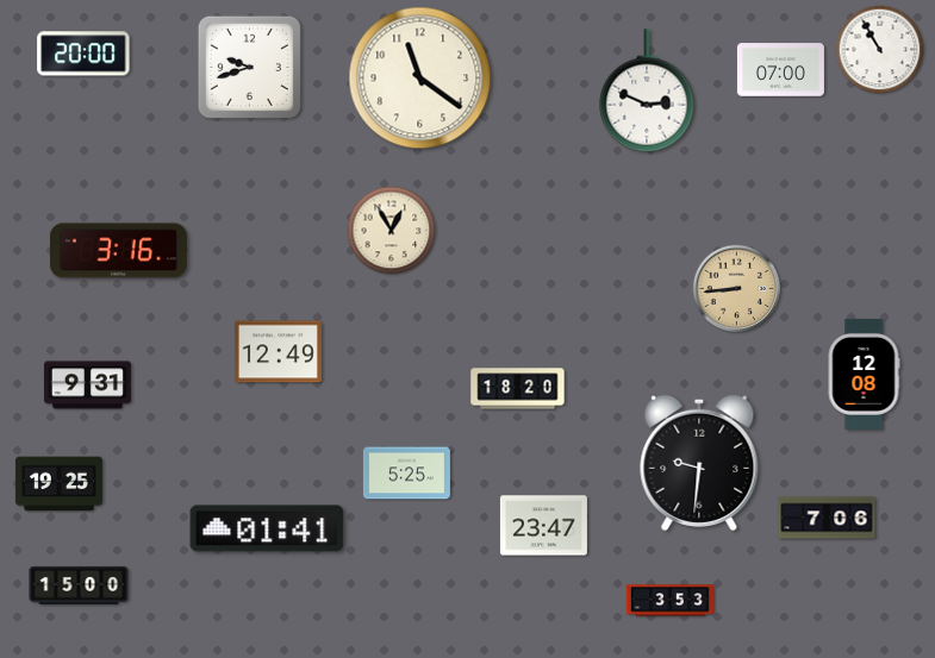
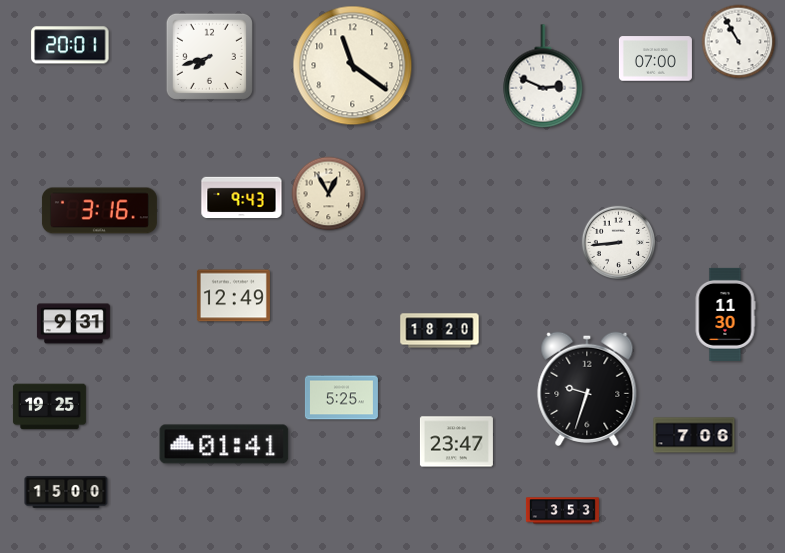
clock at (83, 54): 20:00 -> 20:01
clock at (249, 67): 9:42 -> 7:42
clock at (242, 198): none -> 9:43
clock at (736, 288) dial: champagne -> white
clock at (864, 374): 12:08 -> 11:30
clock at (518, 389) position: (518, 389) -> (440, 331)
clock at (699, 463): 9:31 -> 9:33
clock at (669, 601) position: (669, 601) -> (562, 511)
